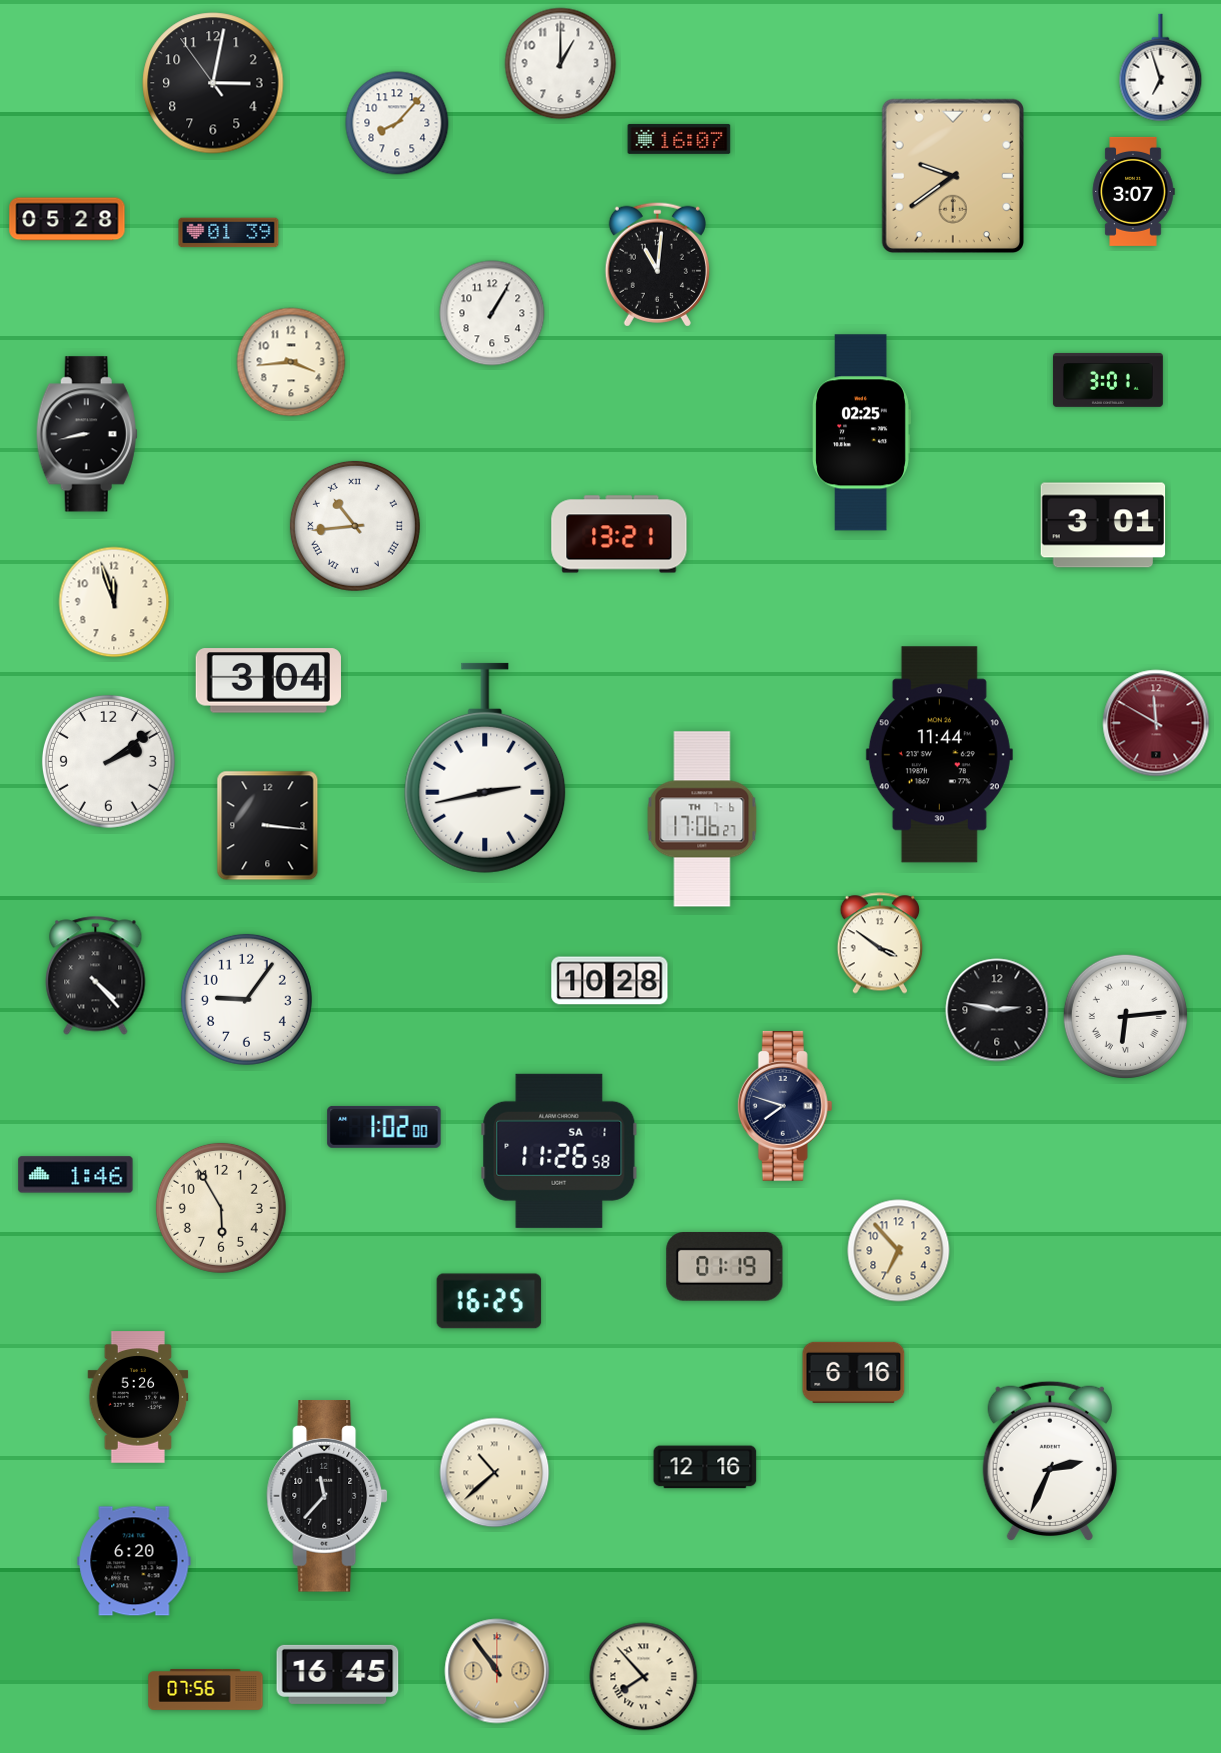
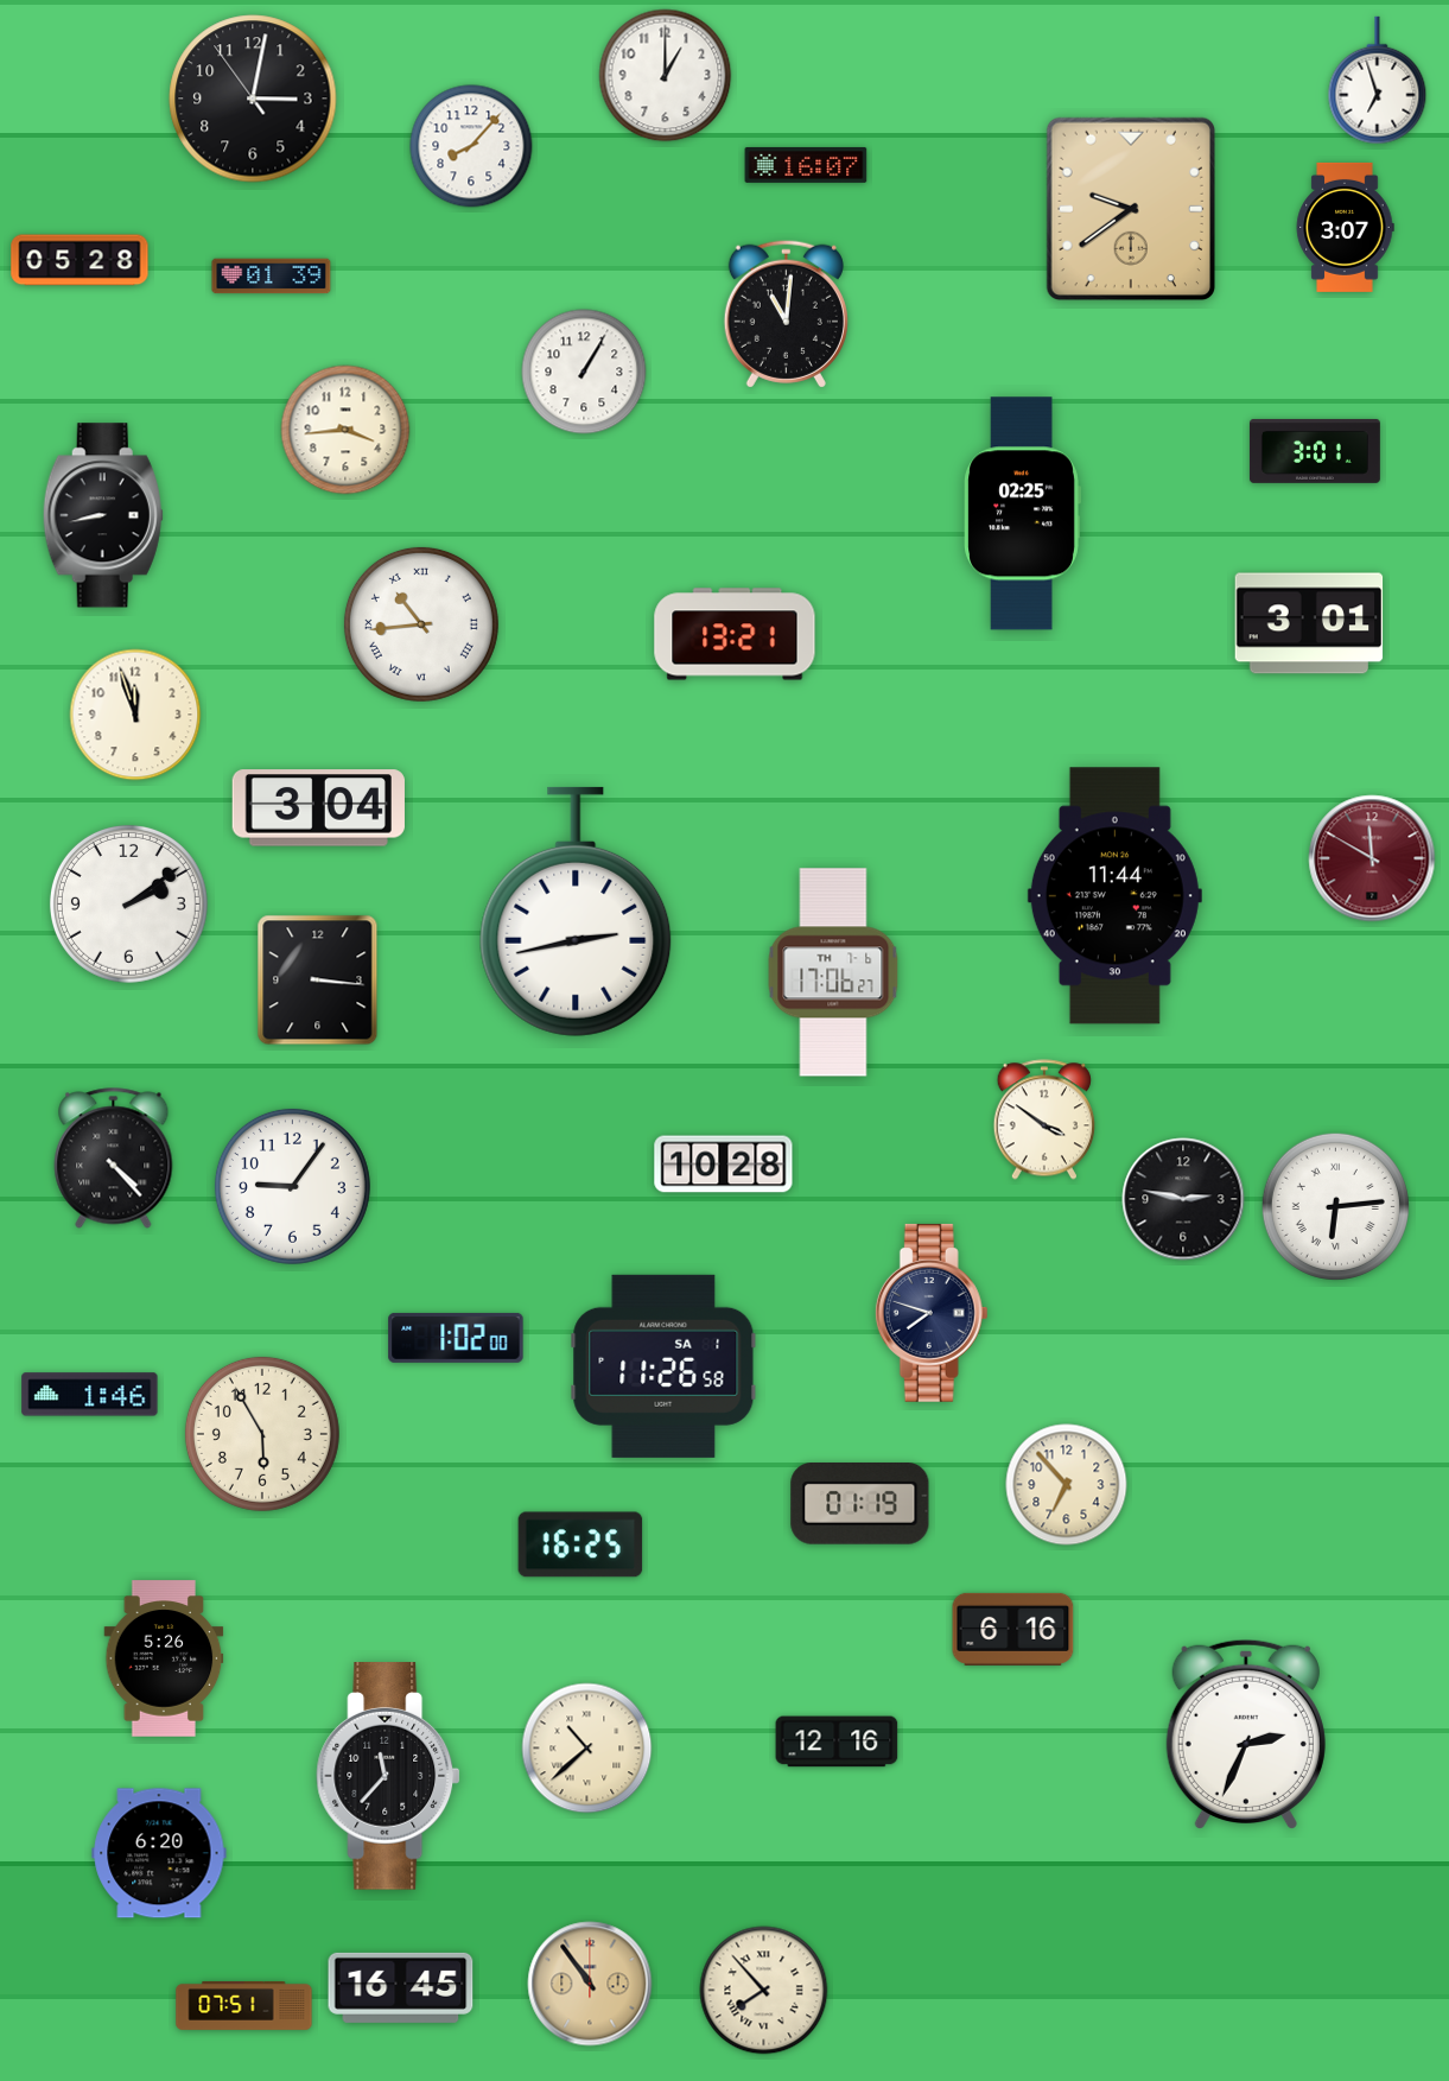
clock at (657, 264) position: (657, 264) -> (786, 313)
clock at (206, 1689): 07:56 -> 07:51
